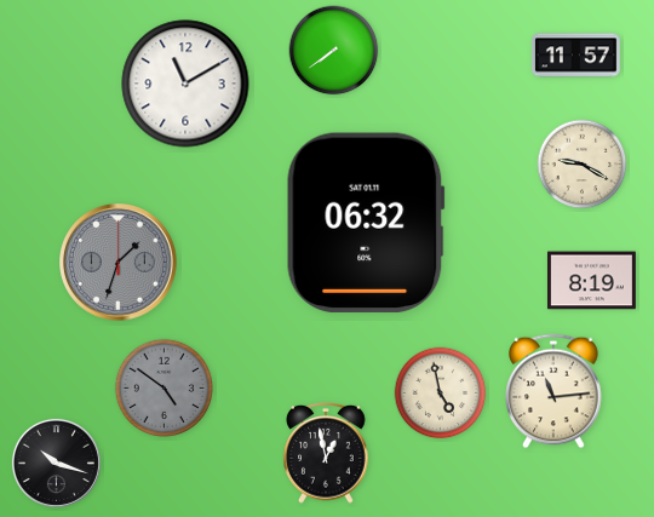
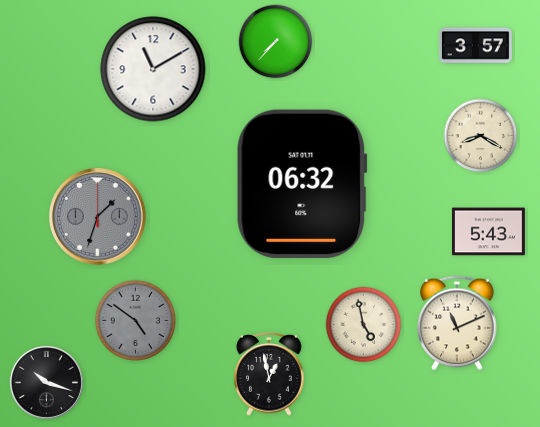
clock at (334, 51): 7:39 -> 7:37
clock at (575, 56): 11:57 -> 3:57
clock at (583, 165): 9:20 -> 8:20
clock at (591, 281): 8:19 -> 5:43
clock at (553, 391): 11:14 -> 11:11
